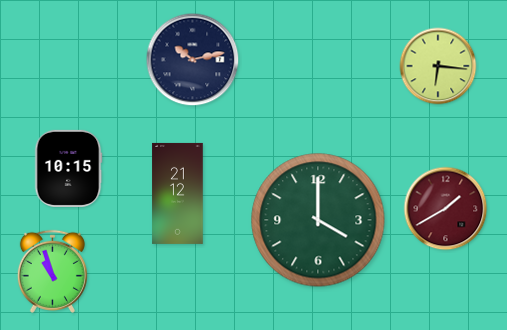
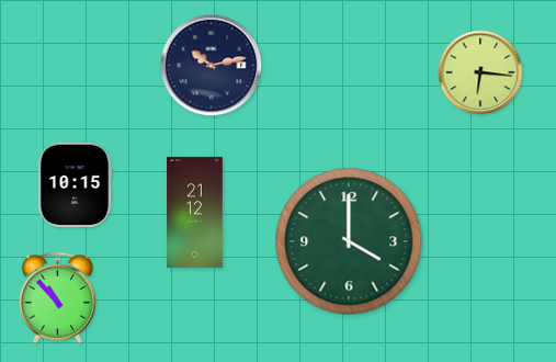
clock at (446, 209): 1:40 -> none
clock at (52, 271): 10:57 -> 10:53
